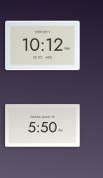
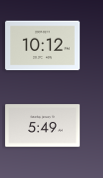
clock at (43, 126): 5:50 -> 5:49
